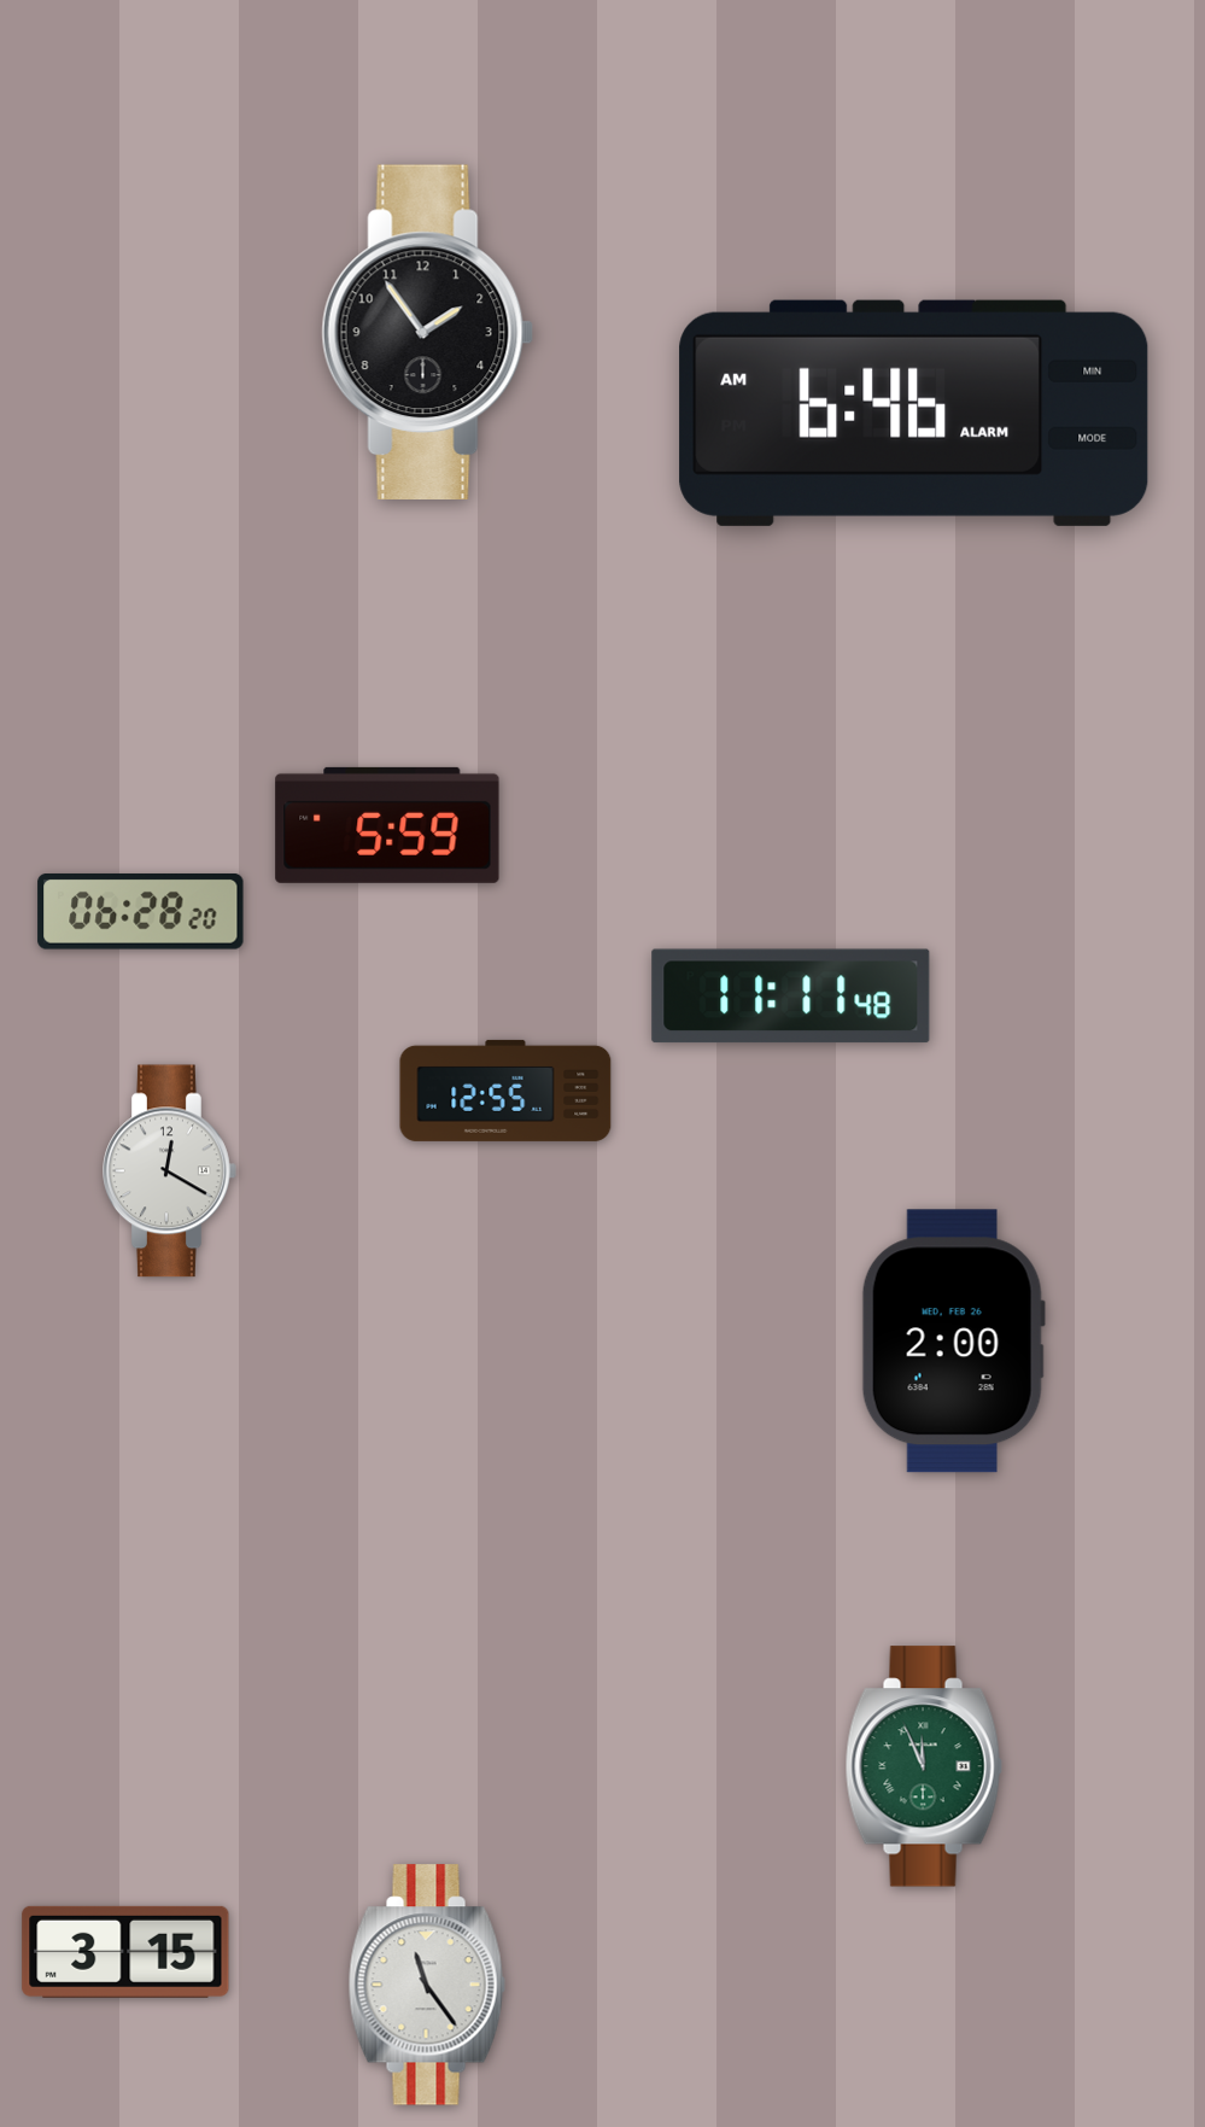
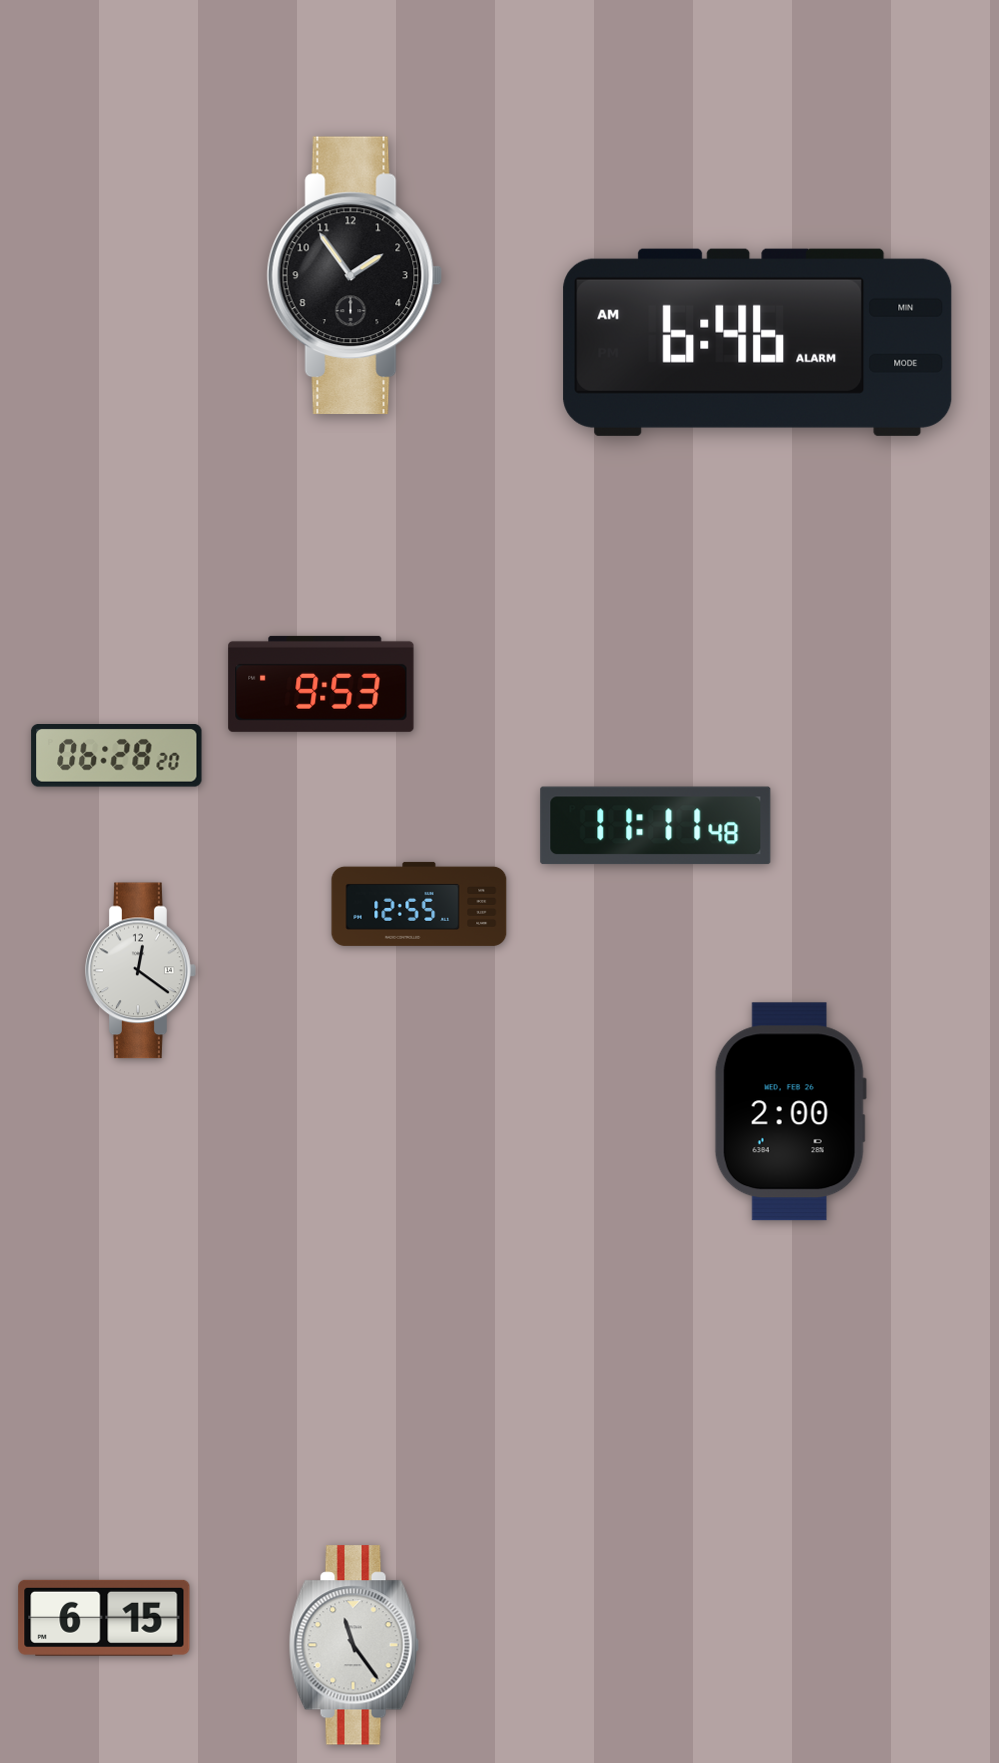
clock at (387, 825): 5:59 -> 9:53
clock at (170, 1171): 12:20 -> 12:21
clock at (924, 1766): 11:56 -> none
clock at (125, 1952): 3:15 -> 6:15
